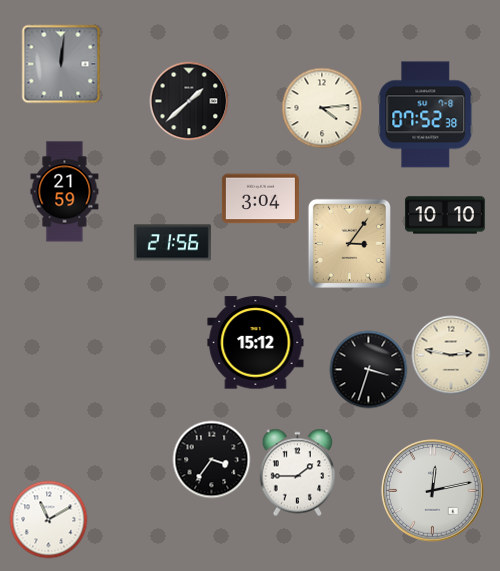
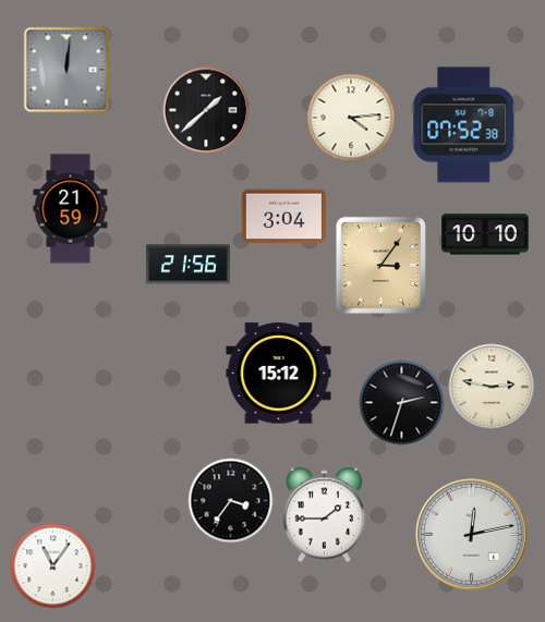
clock at (368, 369): 3:33 -> 2:33
clock at (48, 519): 11:10 -> 11:06
